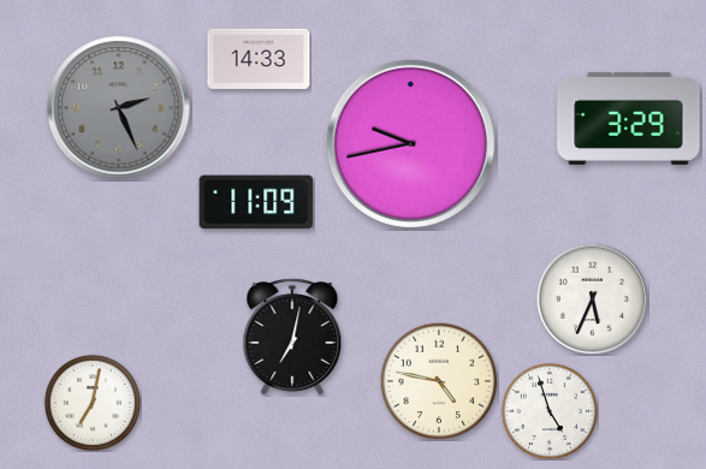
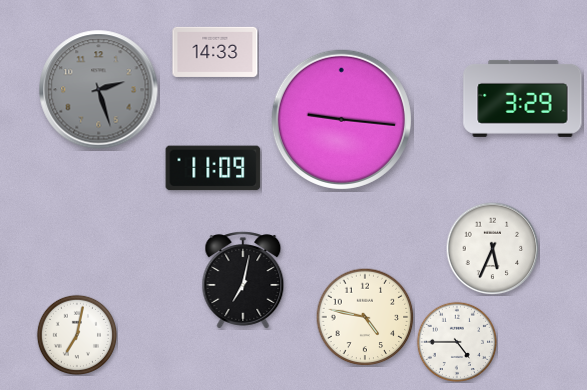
clock at (259, 59) position: (259, 59) -> (215, 52)
clock at (119, 108): 2:26 -> 2:27
clock at (410, 143): 9:43 -> 9:16
clock at (548, 410): 4:57 -> 4:45
